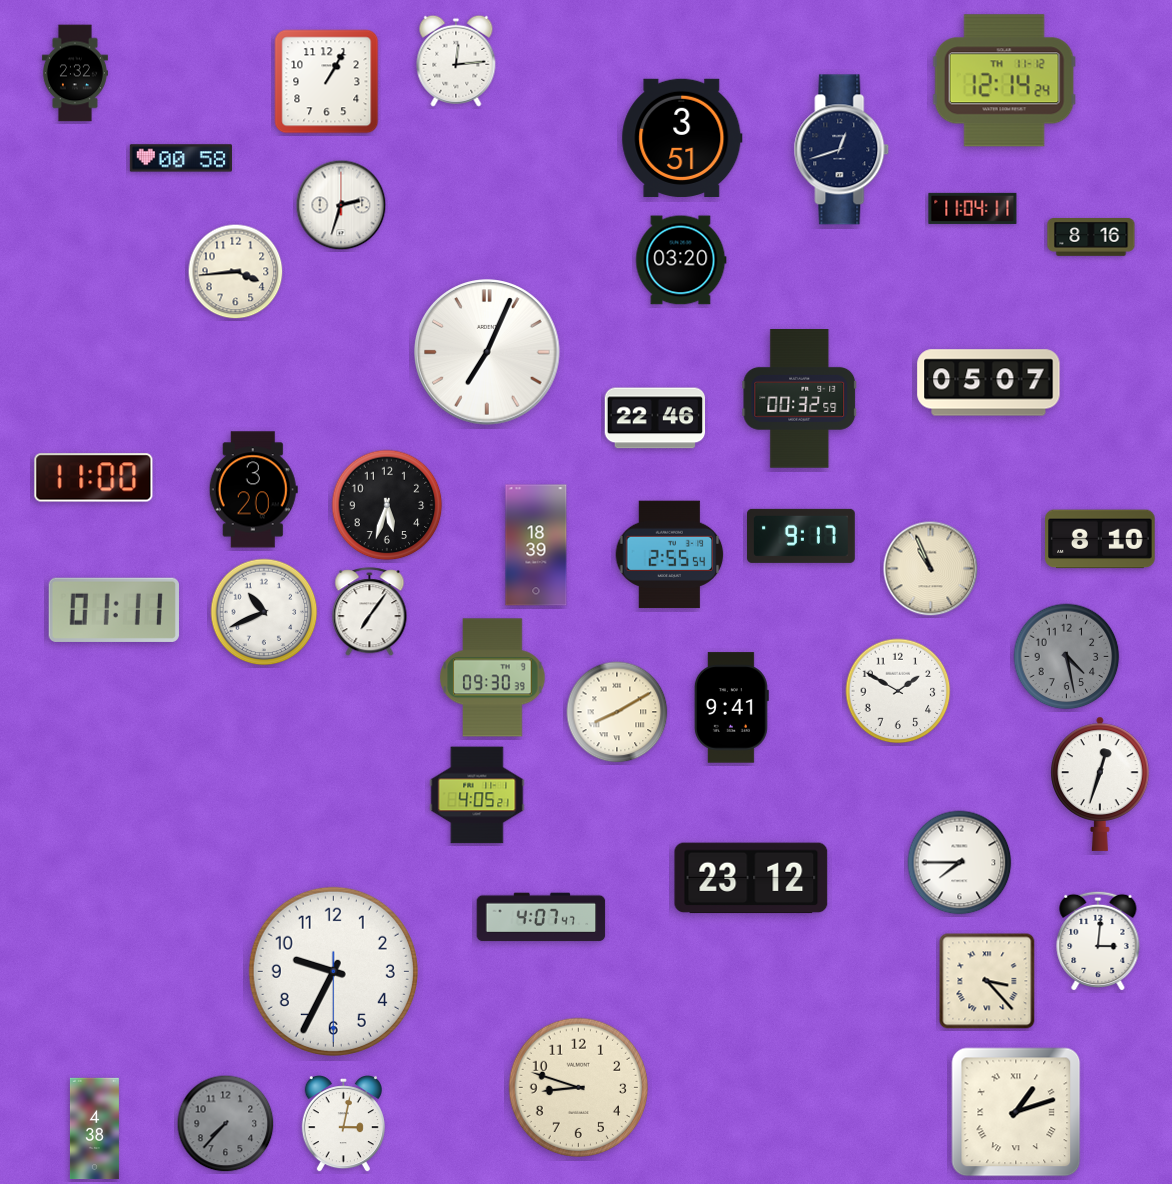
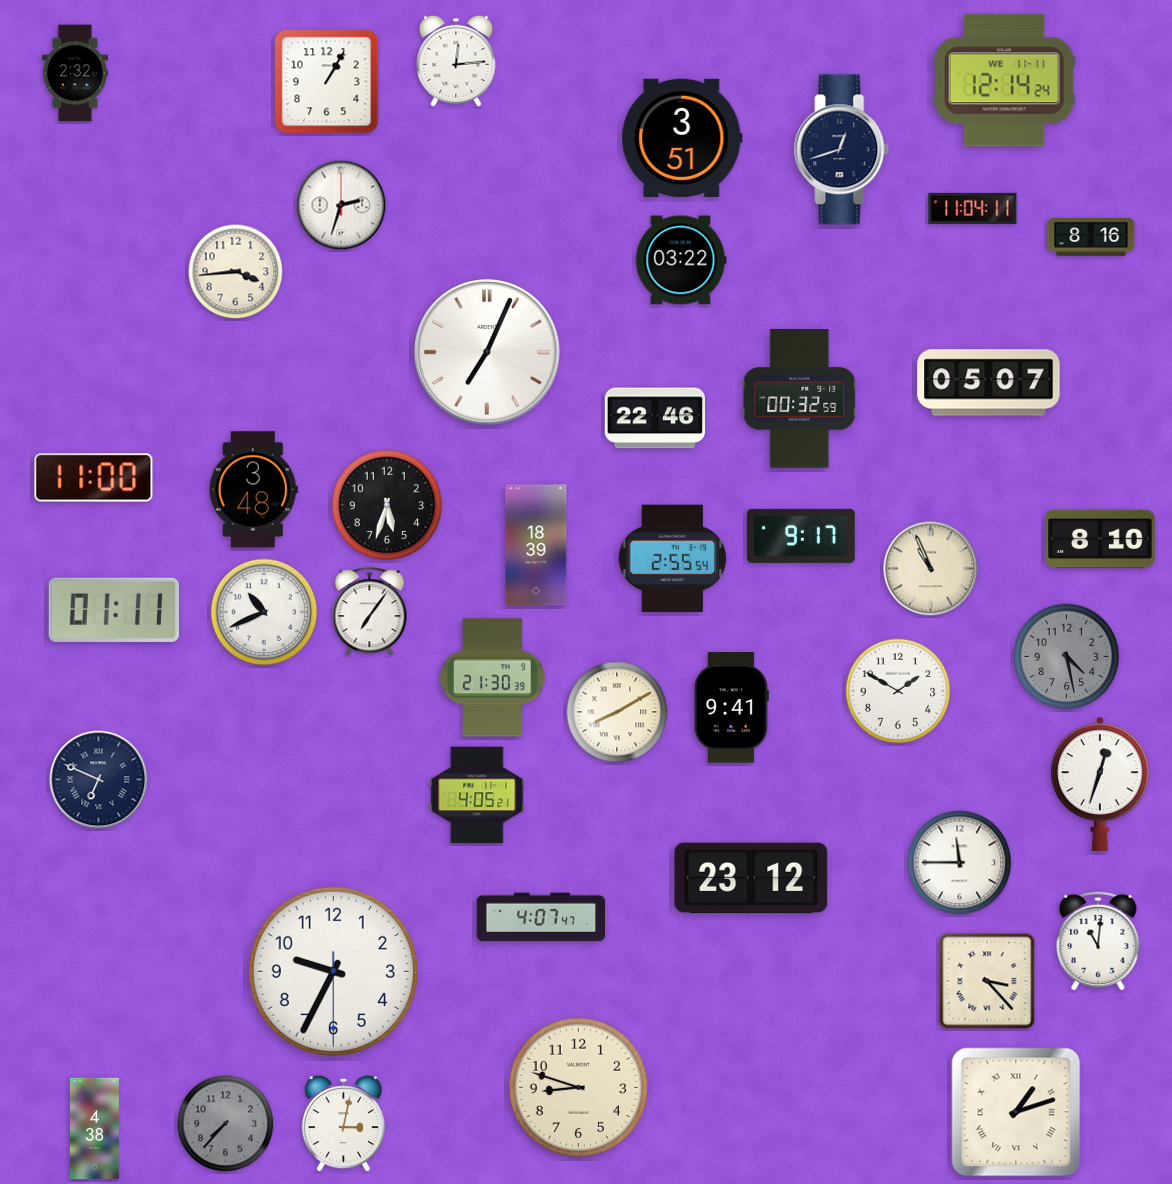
clock at (1004, 81) date: TH 11-12 -> WE 11-11
clock at (181, 158): 00:58 -> none
clock at (681, 260): 03:20 -> 03:22
clock at (253, 490): 3:20 -> 3:48
clock at (670, 555) position: (670, 555) -> (673, 559)
clock at (493, 678): 09:30 -> 21:30
clock at (99, 780): none -> 6:49
clock at (960, 863): 7:45 -> 11:45
clock at (1098, 941): 3:01 -> 11:01
